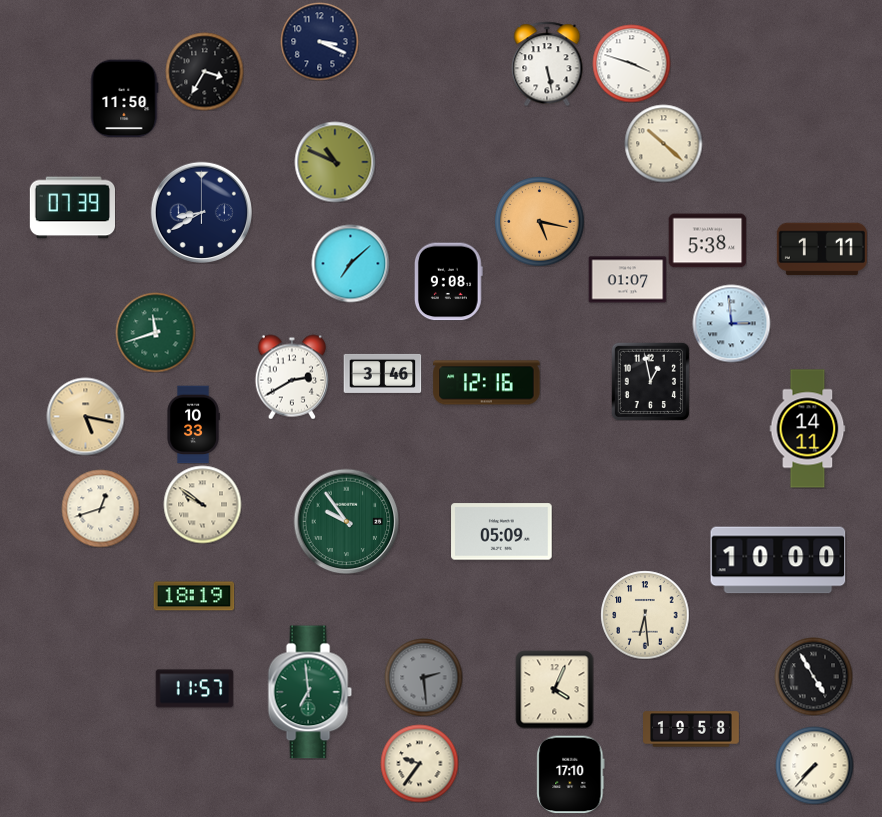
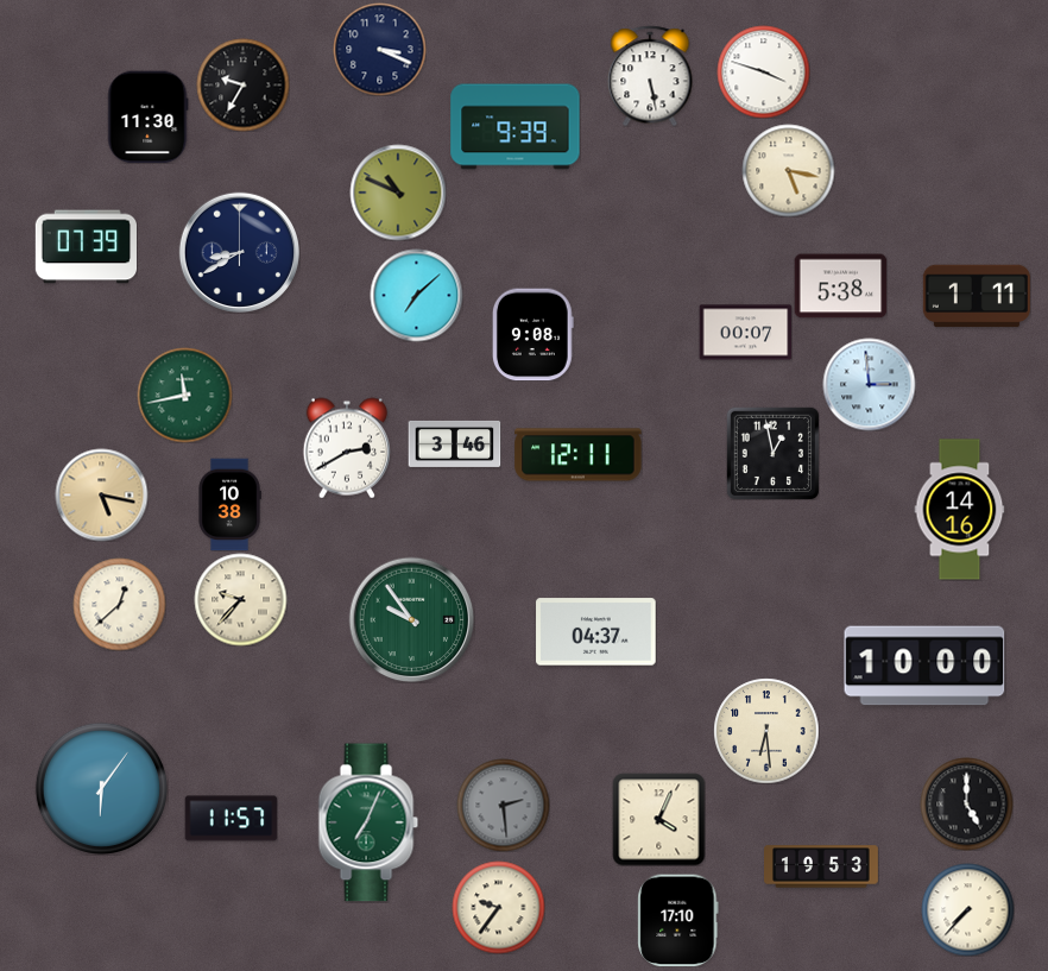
clock at (631, 63) position: (631, 63) -> (763, 71)
clock at (204, 71): 3:35 -> 9:35
clock at (124, 98): 11:50 -> 11:30
clock at (516, 127): none -> 9:39
clock at (663, 143): 10:22 -> 5:17
clock at (539, 221): 5:17 -> none
clock at (350, 263) position: (350, 263) -> (416, 295)
clock at (627, 280): 01:07 -> 00:07
clock at (155, 332): 11:42 -> 11:43
clock at (487, 383): 12:16 -> 12:11
clock at (193, 424): 10:33 -> 10:38
clock at (808, 429): 14:11 -> 14:16
clock at (202, 504): 9:51 -> 9:37
clock at (100, 508): 12:42 -> 12:38
clock at (502, 532): 05:09 -> 04:37
clock at (194, 596): 18:19 -> none
clock at (101, 788): none -> 6:06
clock at (813, 676): 4:55 -> 5:00
clock at (310, 692): 6:59 -> 7:04
clock at (692, 729): 19:58 -> 19:53
